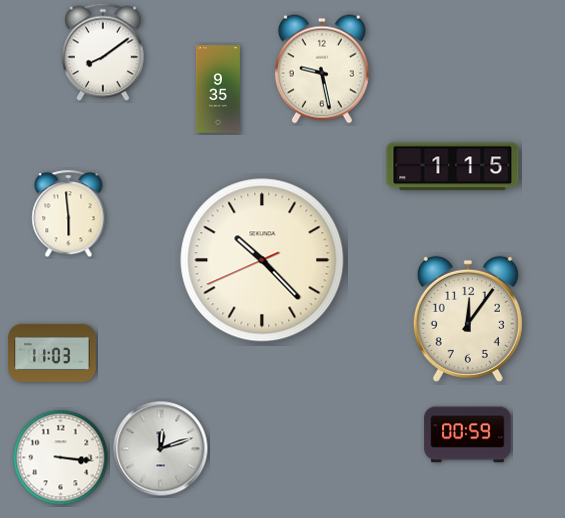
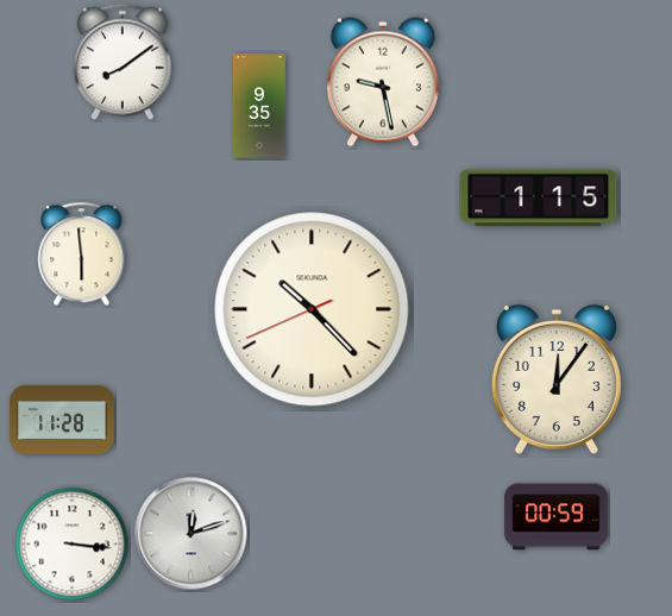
clock at (52, 353): 11:03 -> 11:28
